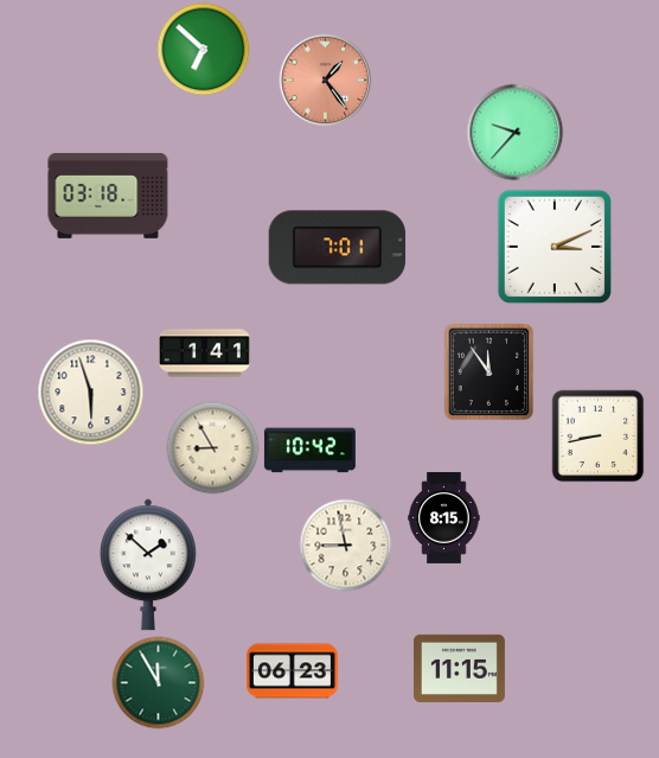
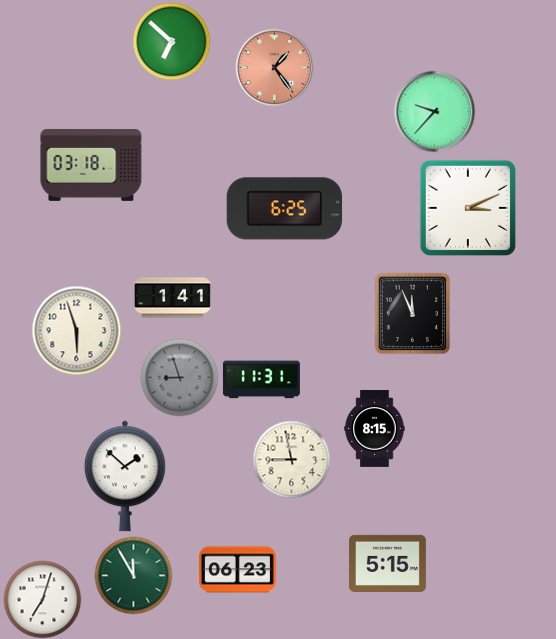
clock at (338, 248): 7:01 -> 6:25
clock at (490, 371): 11:54 -> 11:56
clock at (597, 435): 8:43 -> none
clock at (212, 447): 8:55 -> 8:57
clock at (212, 447) dial: cream -> grey
clock at (309, 451): 10:42 -> 11:31
clock at (444, 518) position: (444, 518) -> (375, 429)
clock at (459, 668): 11:15 -> 5:15
clock at (292, 671) position: (292, 671) -> (237, 570)
clock at (42, 599): none -> 7:03
